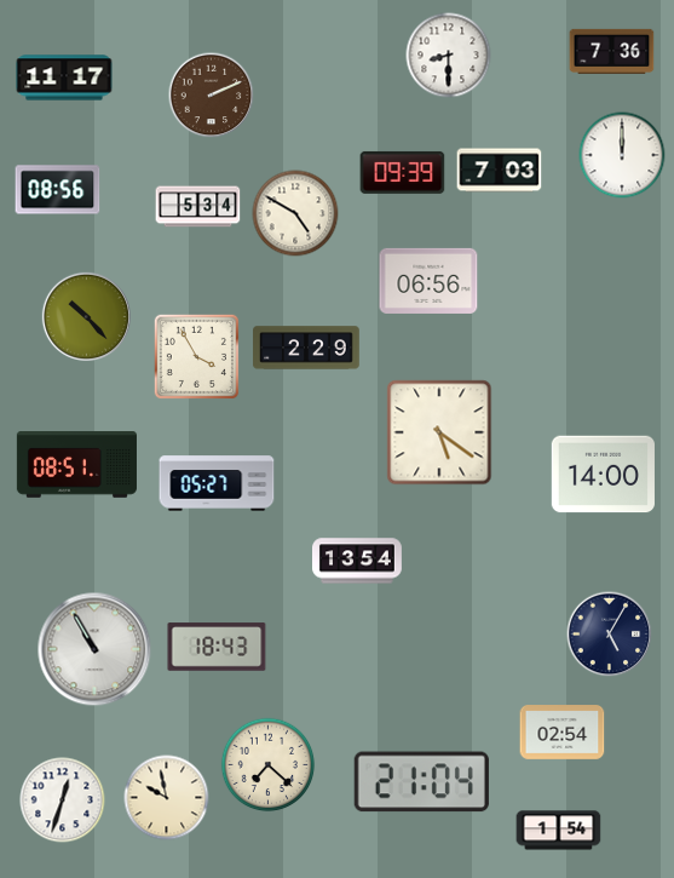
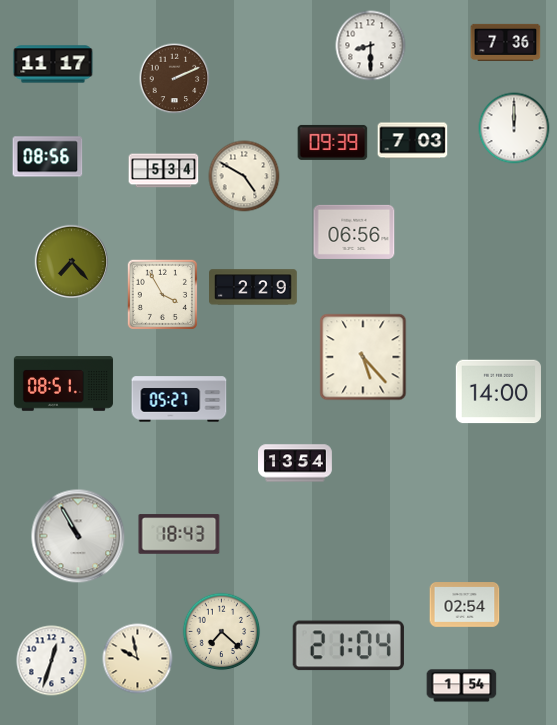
clock at (86, 316): 10:23 -> 7:23
clock at (439, 432): 5:21 -> 5:23
clock at (610, 635): 5:05 -> none
